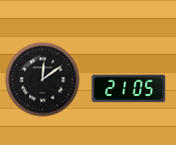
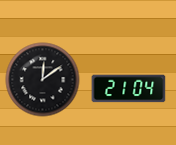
clock at (129, 89): 21:05 -> 21:04
